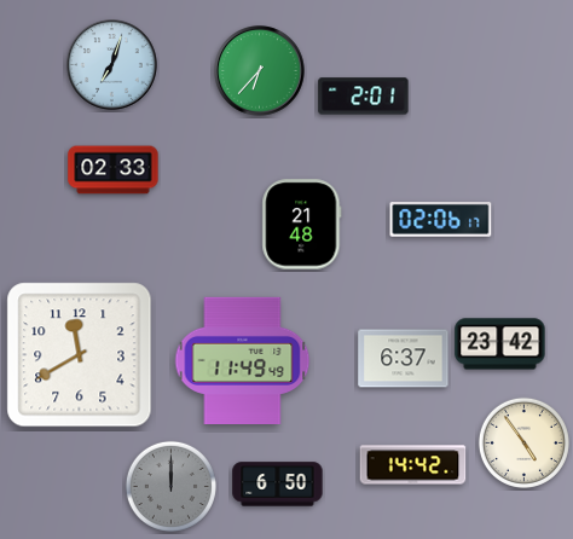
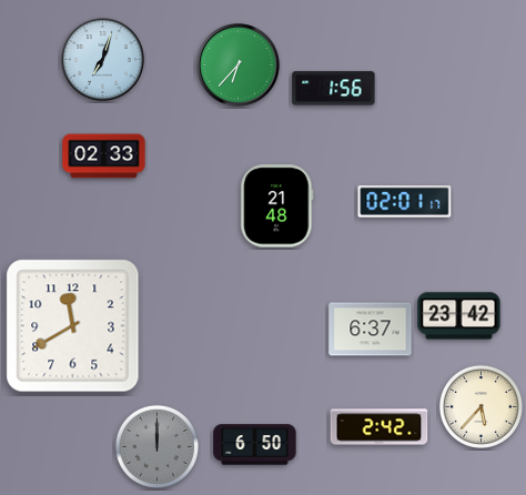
clock at (364, 97): 2:01 -> 1:56
clock at (441, 220): 02:06 -> 02:01
clock at (243, 360): 11:49 -> none
clock at (523, 442): 4:54 -> 5:37
clock at (413, 465): 14:42 -> 2:42
